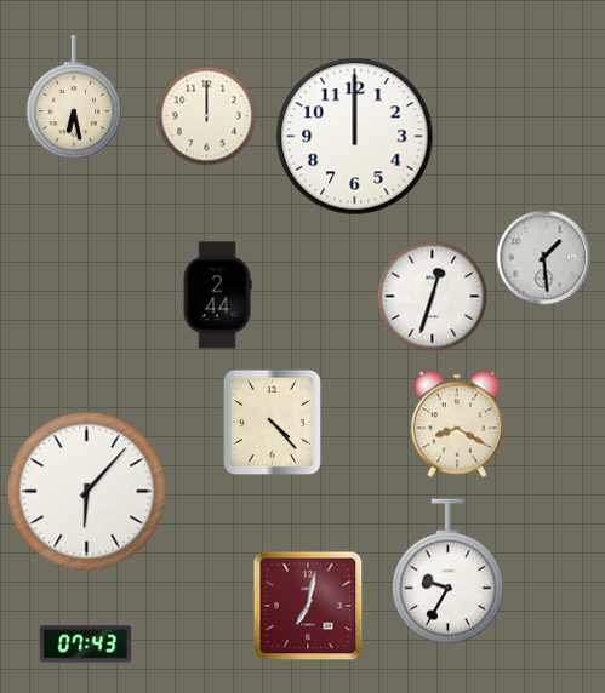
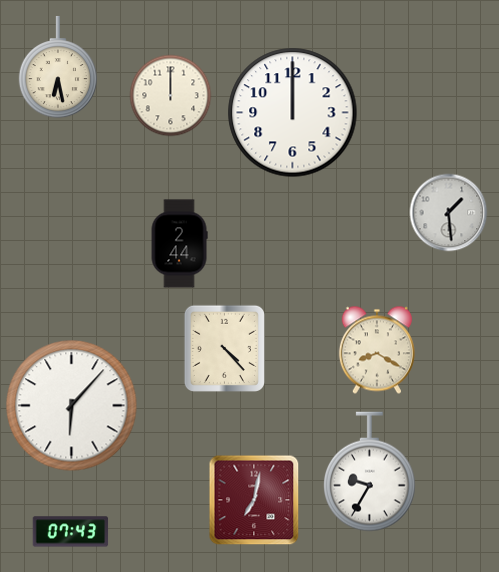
clock at (74, 97) position: (74, 97) -> (58, 67)
clock at (433, 297): 12:33 -> none
